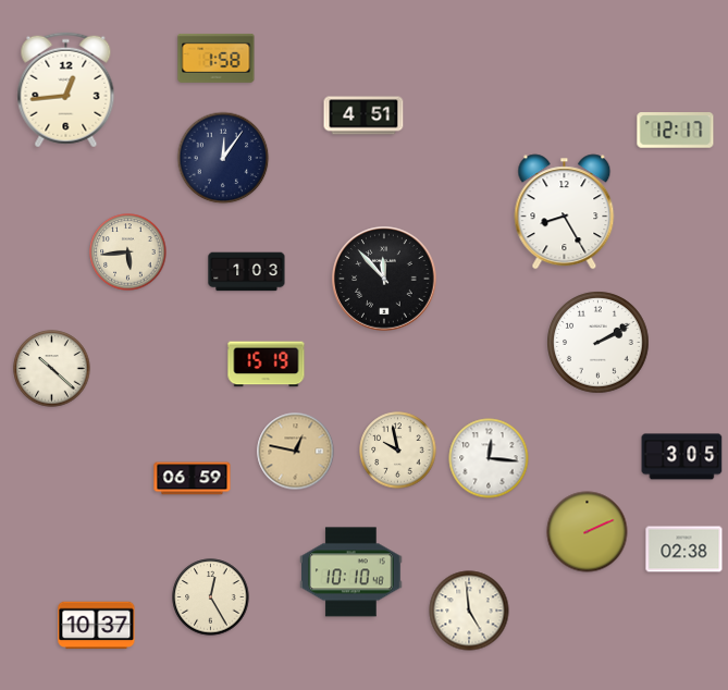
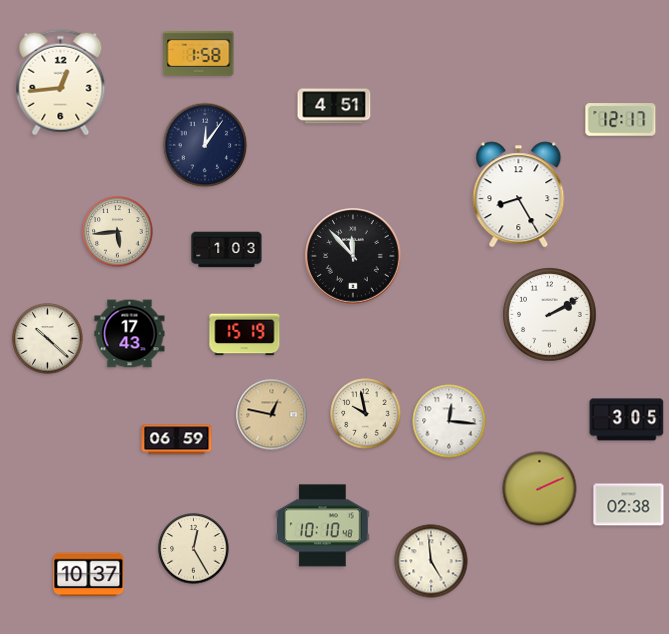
clock at (130, 334): none -> 17:43
